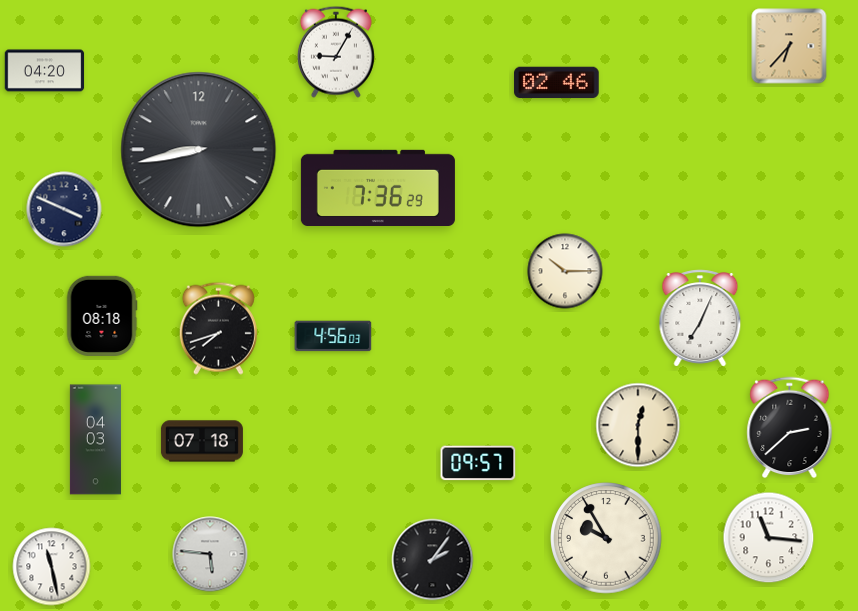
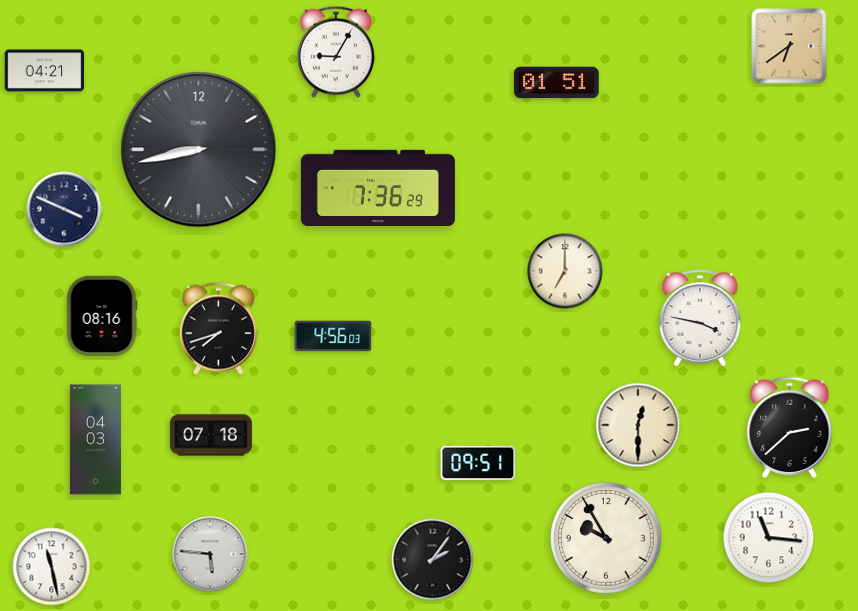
clock at (789, 46): 6:37 -> 6:39
clock at (45, 71): 04:20 -> 04:21
clock at (557, 83): 02:46 -> 01:51
clock at (565, 271): 10:15 -> 7:00
clock at (102, 315): 08:18 -> 08:16
clock at (700, 318): 7:04 -> 3:47
clock at (202, 441) position: (202, 441) -> (211, 435)
clock at (478, 463): 09:57 -> 09:51
